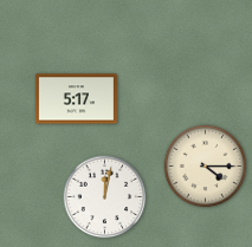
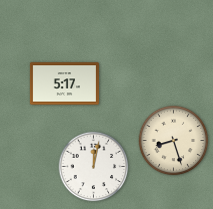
clock at (206, 167): 4:15 -> 8:27
clock at (105, 197) position: (105, 197) -> (94, 167)
